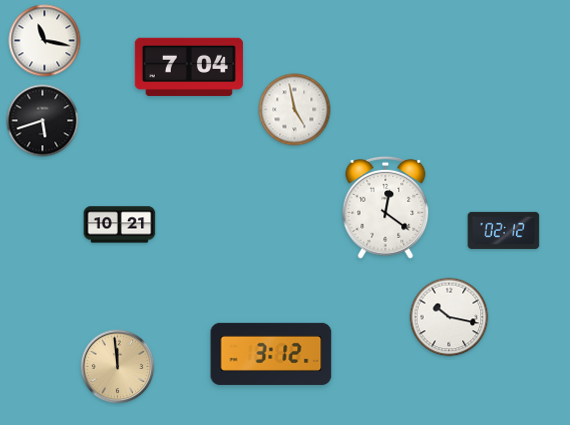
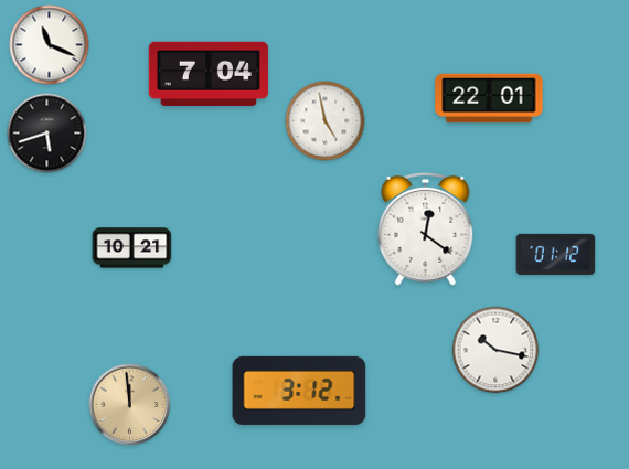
clock at (45, 41): 11:17 -> 11:19
clock at (489, 98): none -> 22:01
clock at (504, 230): 02:12 -> 01:12
